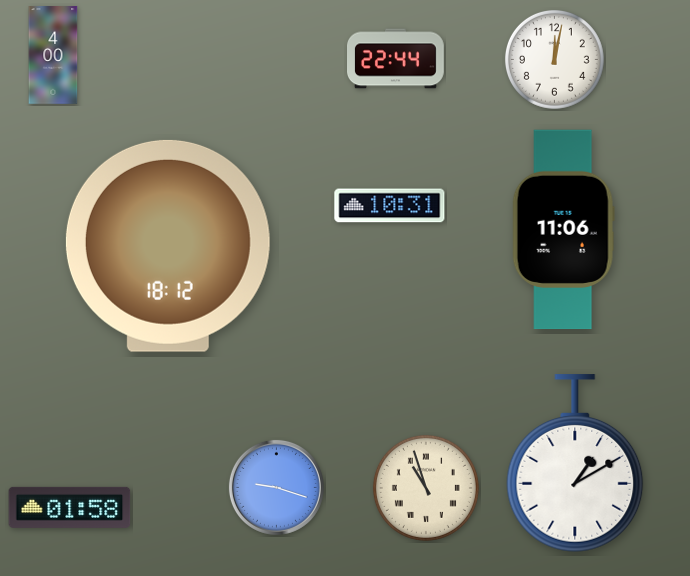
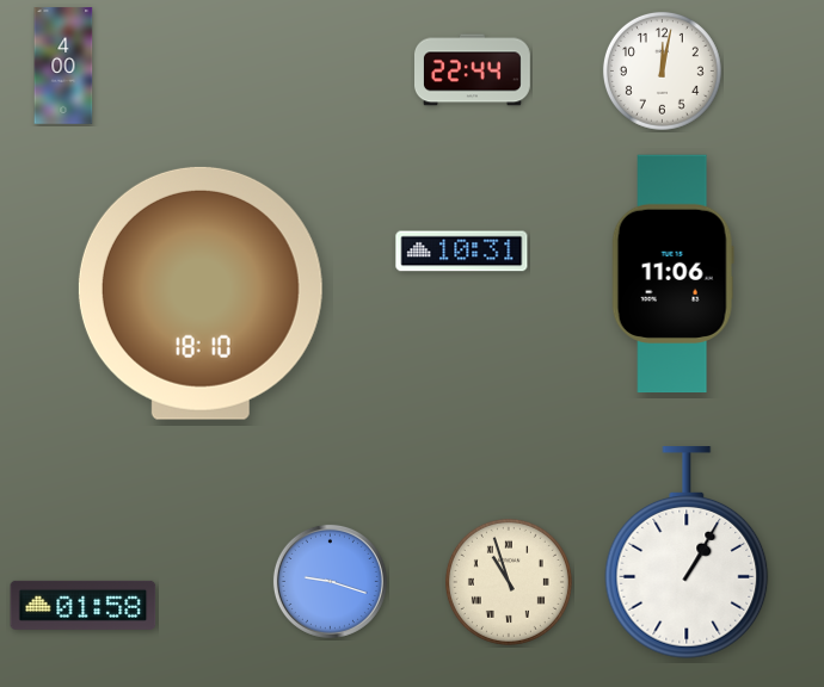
clock at (390, 206) position: (390, 206) -> (462, 252)
clock at (168, 246): 18:12 -> 18:10
clock at (575, 463): 1:10 -> 1:05
